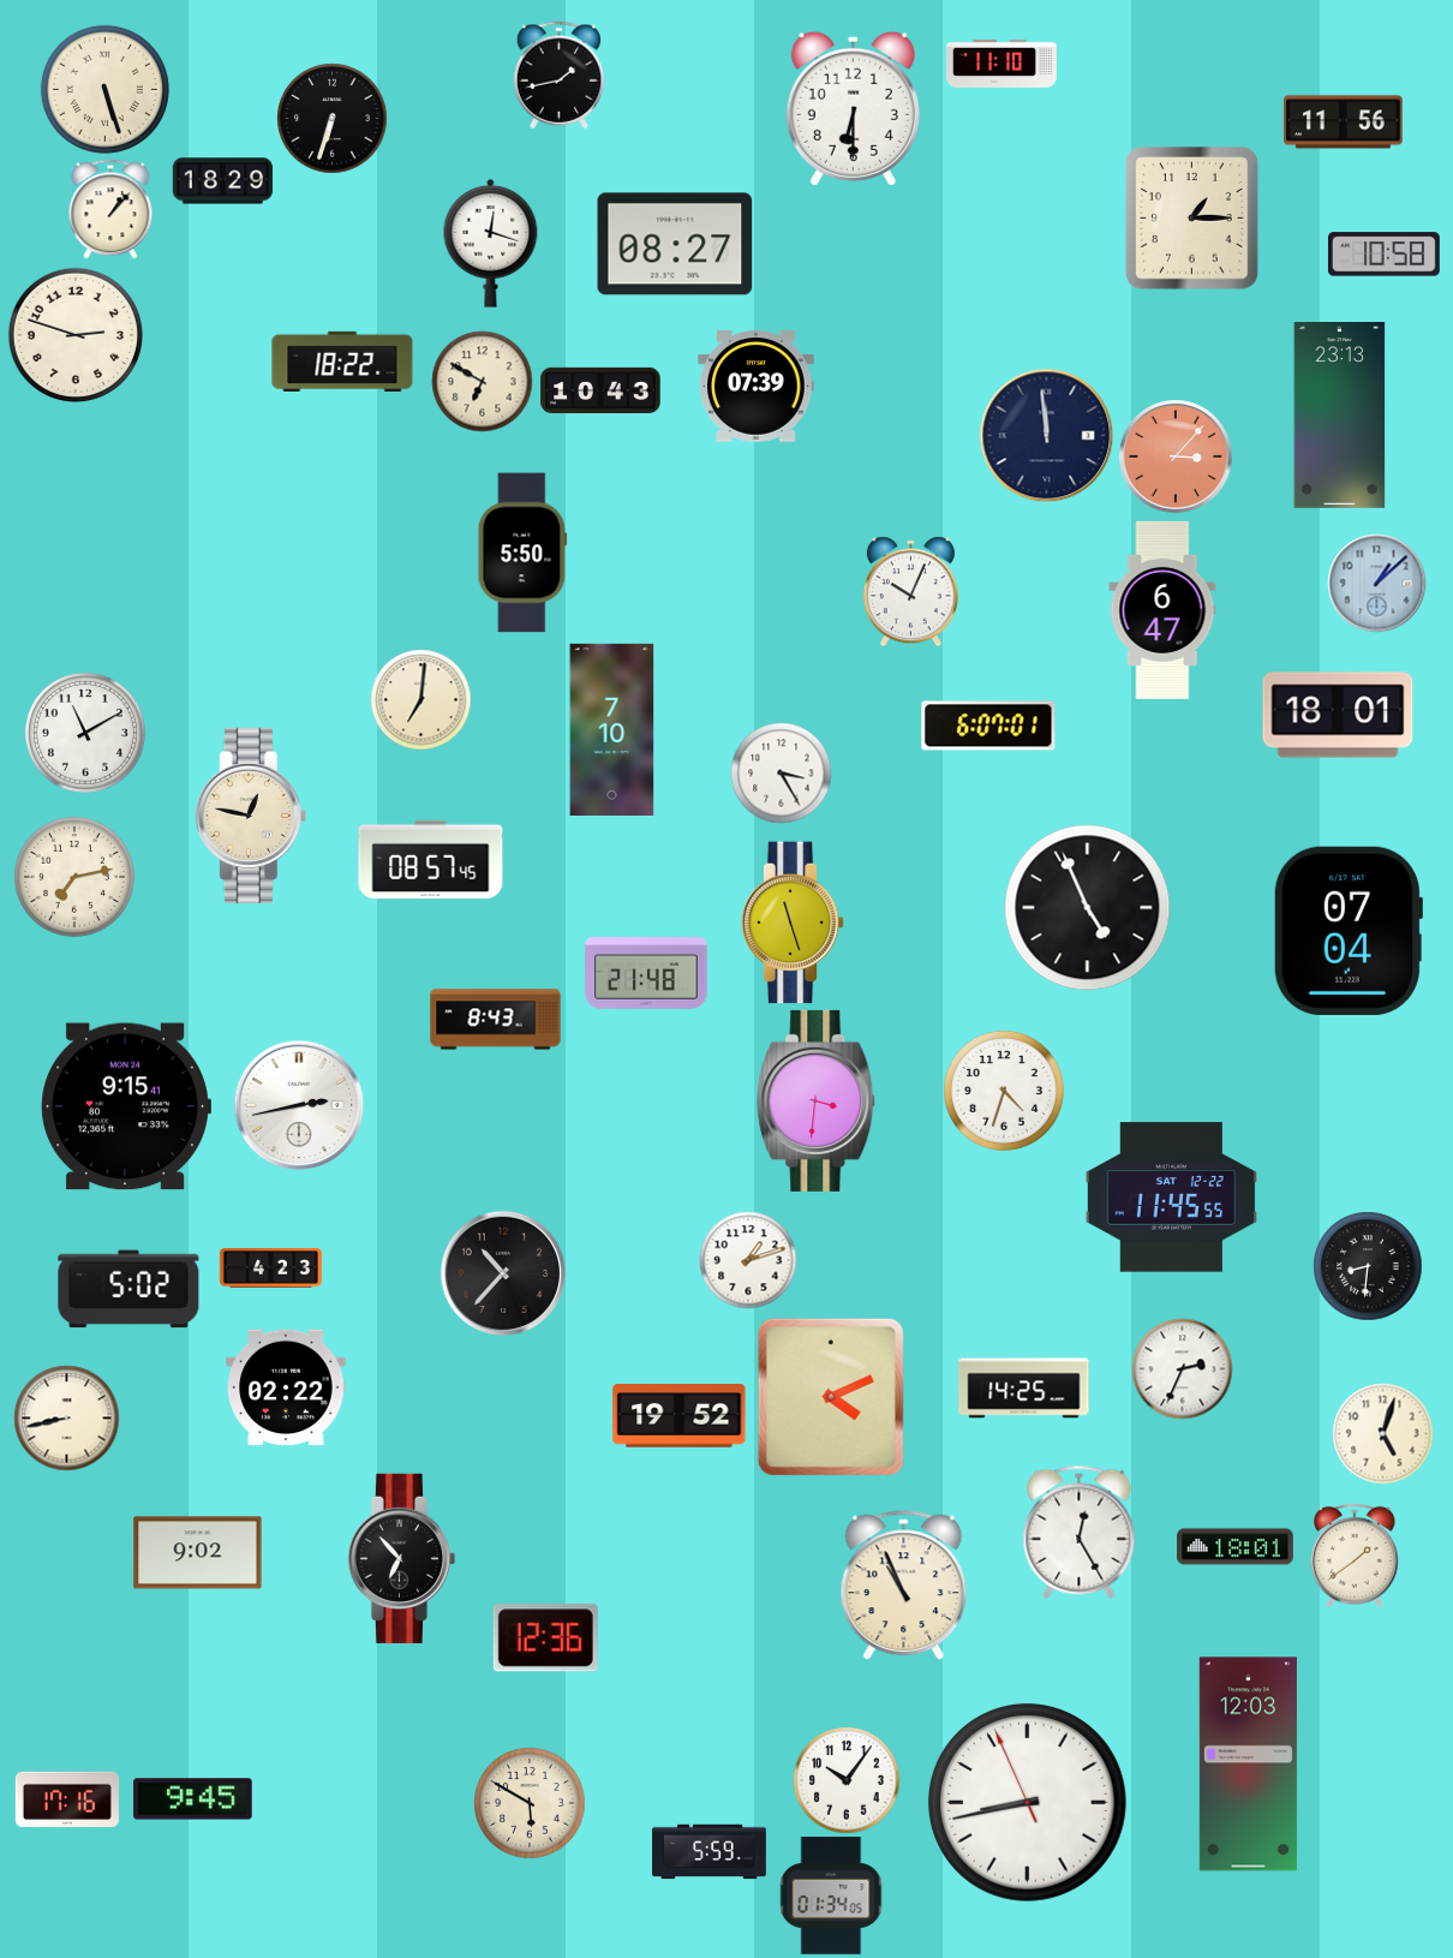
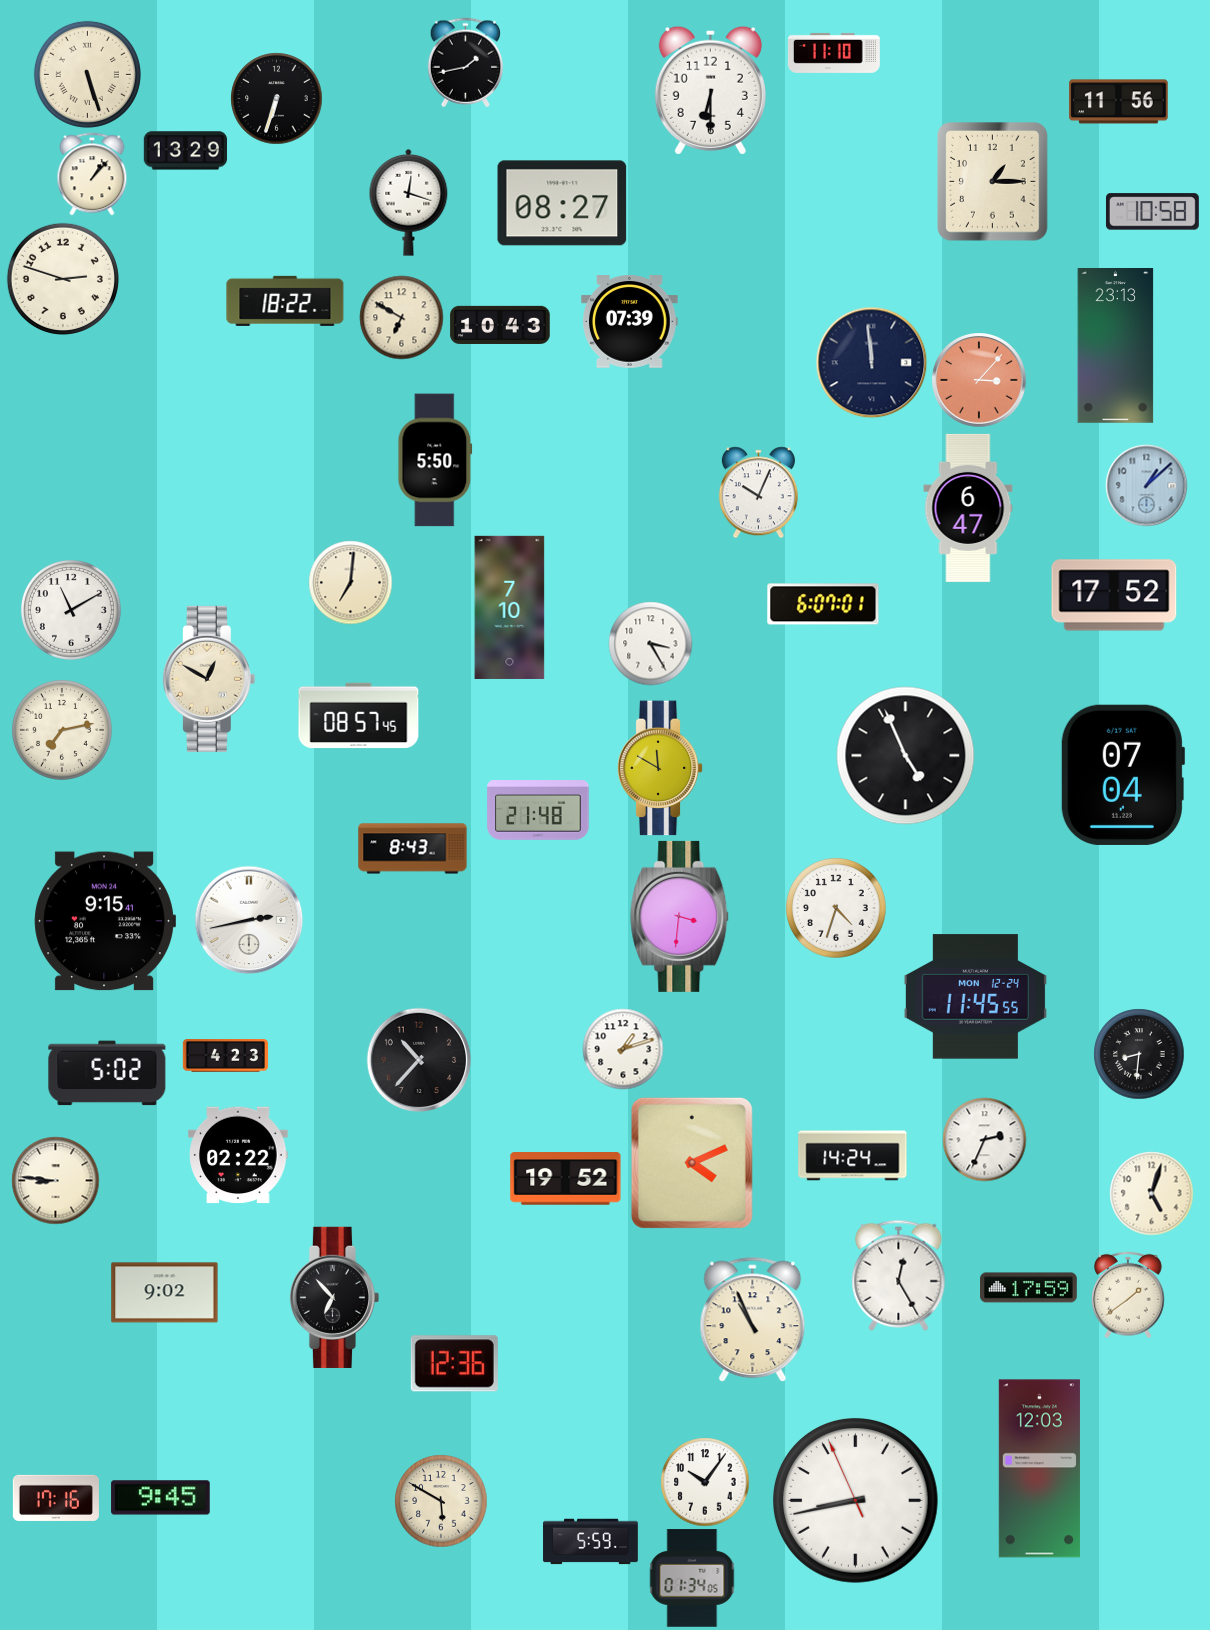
clock at (222, 181): 18:29 -> 13:29
clock at (1338, 715): 18:01 -> 17:52
clock at (251, 816): 12:47 -> 12:50
clock at (793, 923): 11:27 -> 11:50
clock at (1171, 1198) date: SAT 12-22 -> MON 12-24
clock at (1024, 1389): 14:25 -> 14:24
clock at (66, 1417): 8:43 -> 8:46
clock at (1236, 1547): 18:01 -> 17:59
